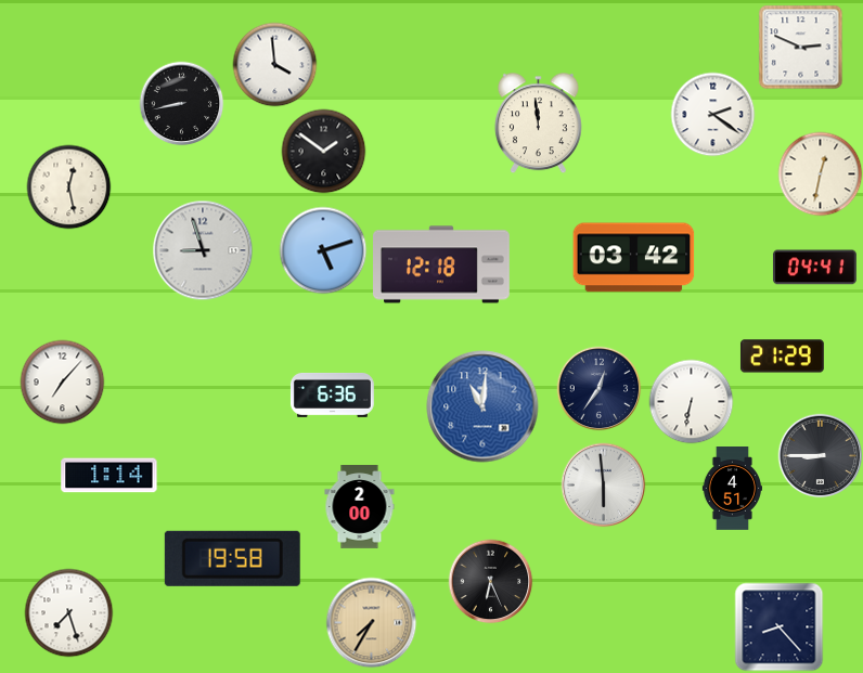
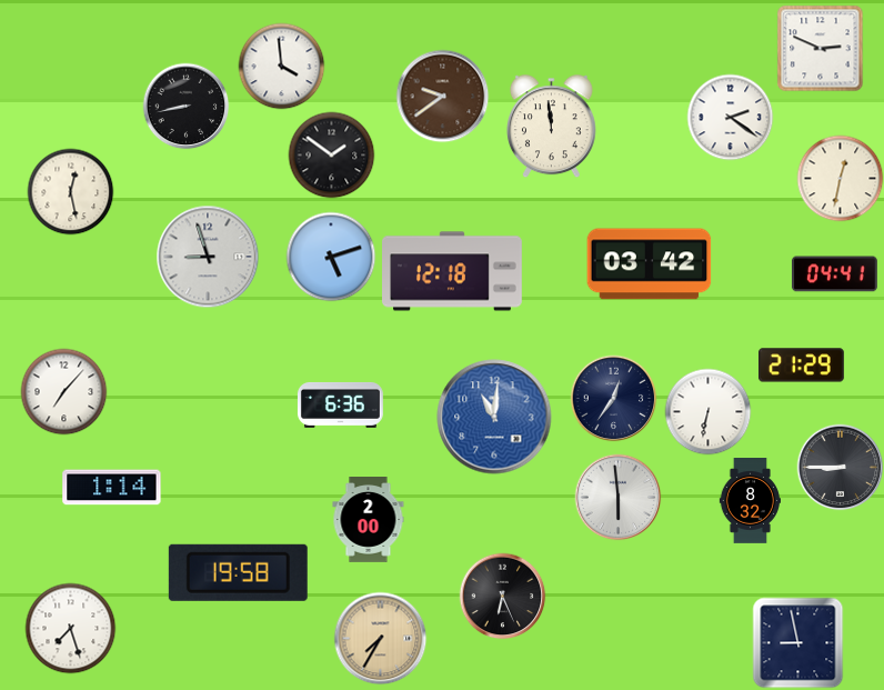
clock at (442, 96): none -> 9:39
clock at (732, 489): 4:51 -> 8:32
clock at (778, 626): 8:23 -> 8:58
